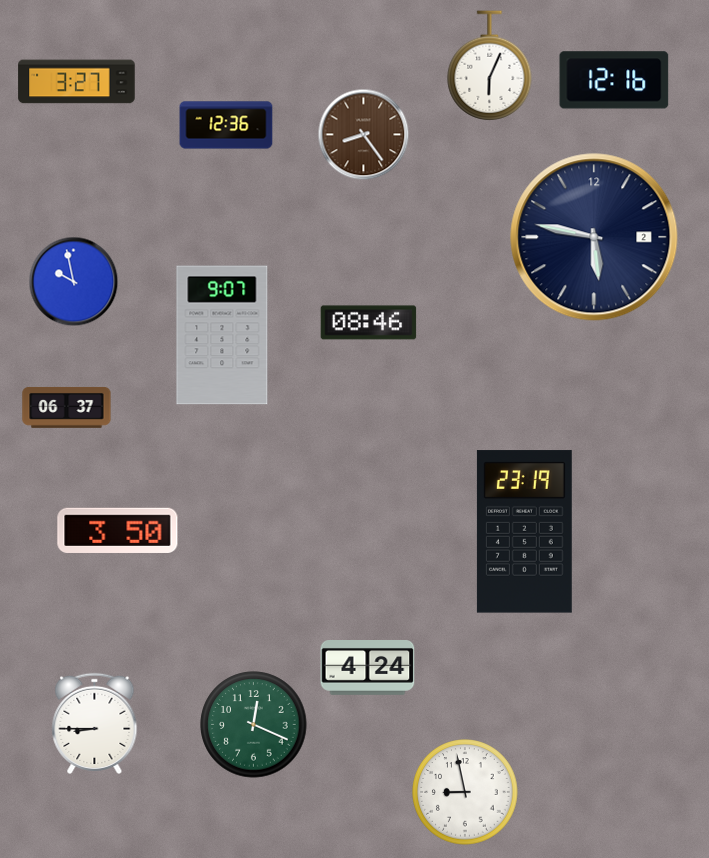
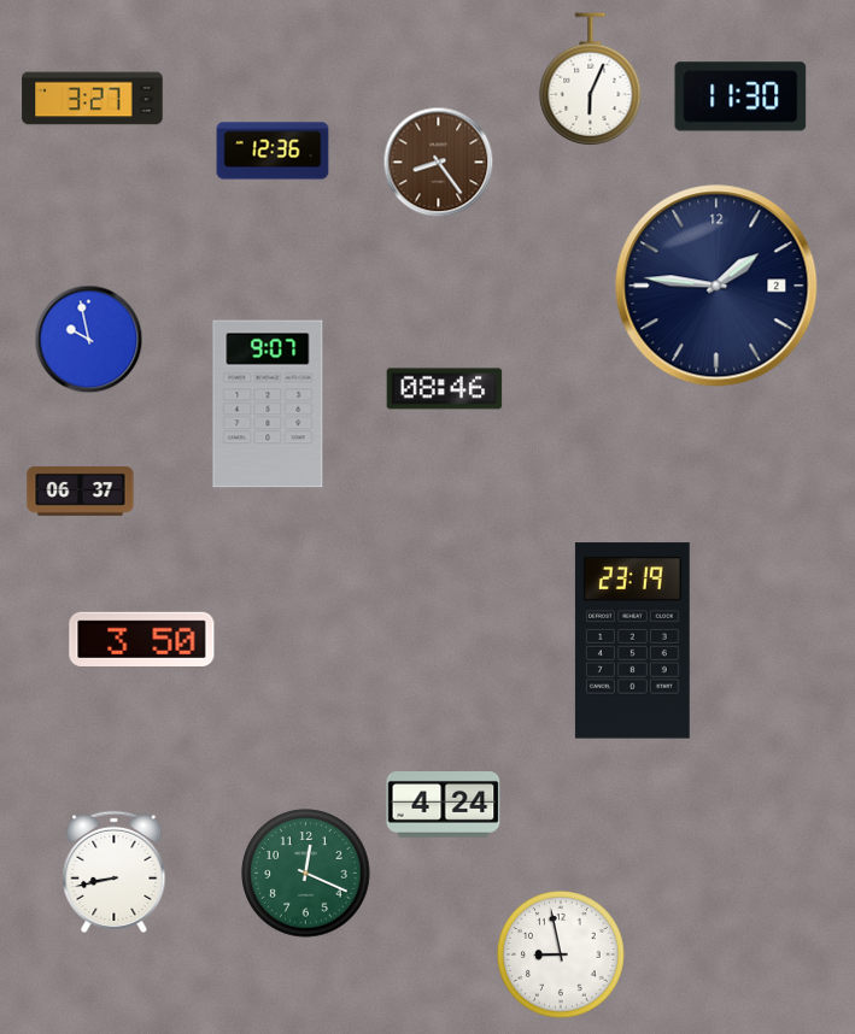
clock at (614, 80): 12:16 -> 11:30
clock at (594, 237): 5:47 -> 1:46
clock at (95, 723): 8:45 -> 8:43
